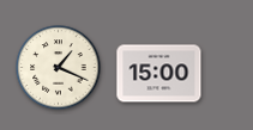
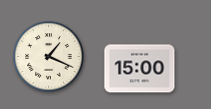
clock at (159, 74) position: (159, 74) -> (140, 69)
